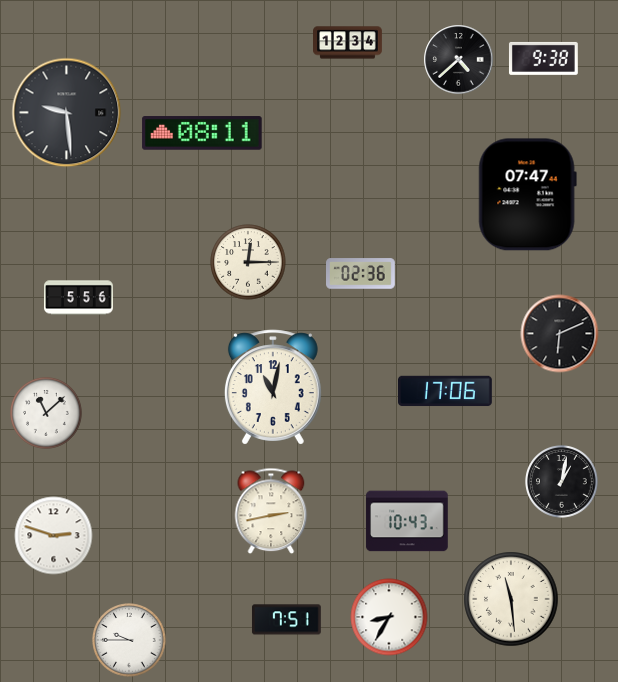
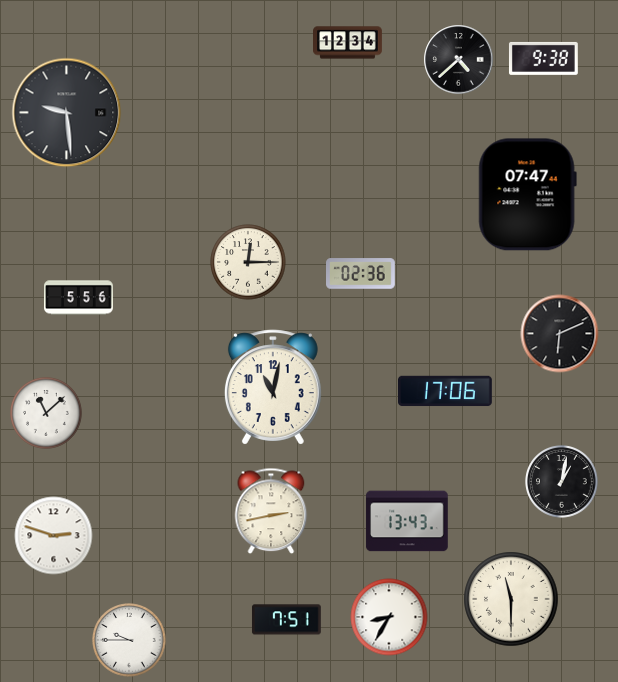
clock at (202, 133): 08:11 -> none
clock at (407, 521): 10:43 -> 13:43
clock at (511, 599): 11:29 -> 11:30
